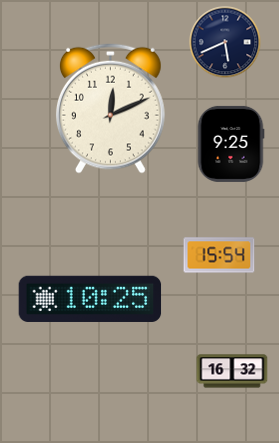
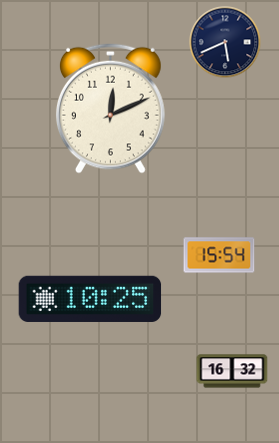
clock at (231, 144): 9:25 -> none
